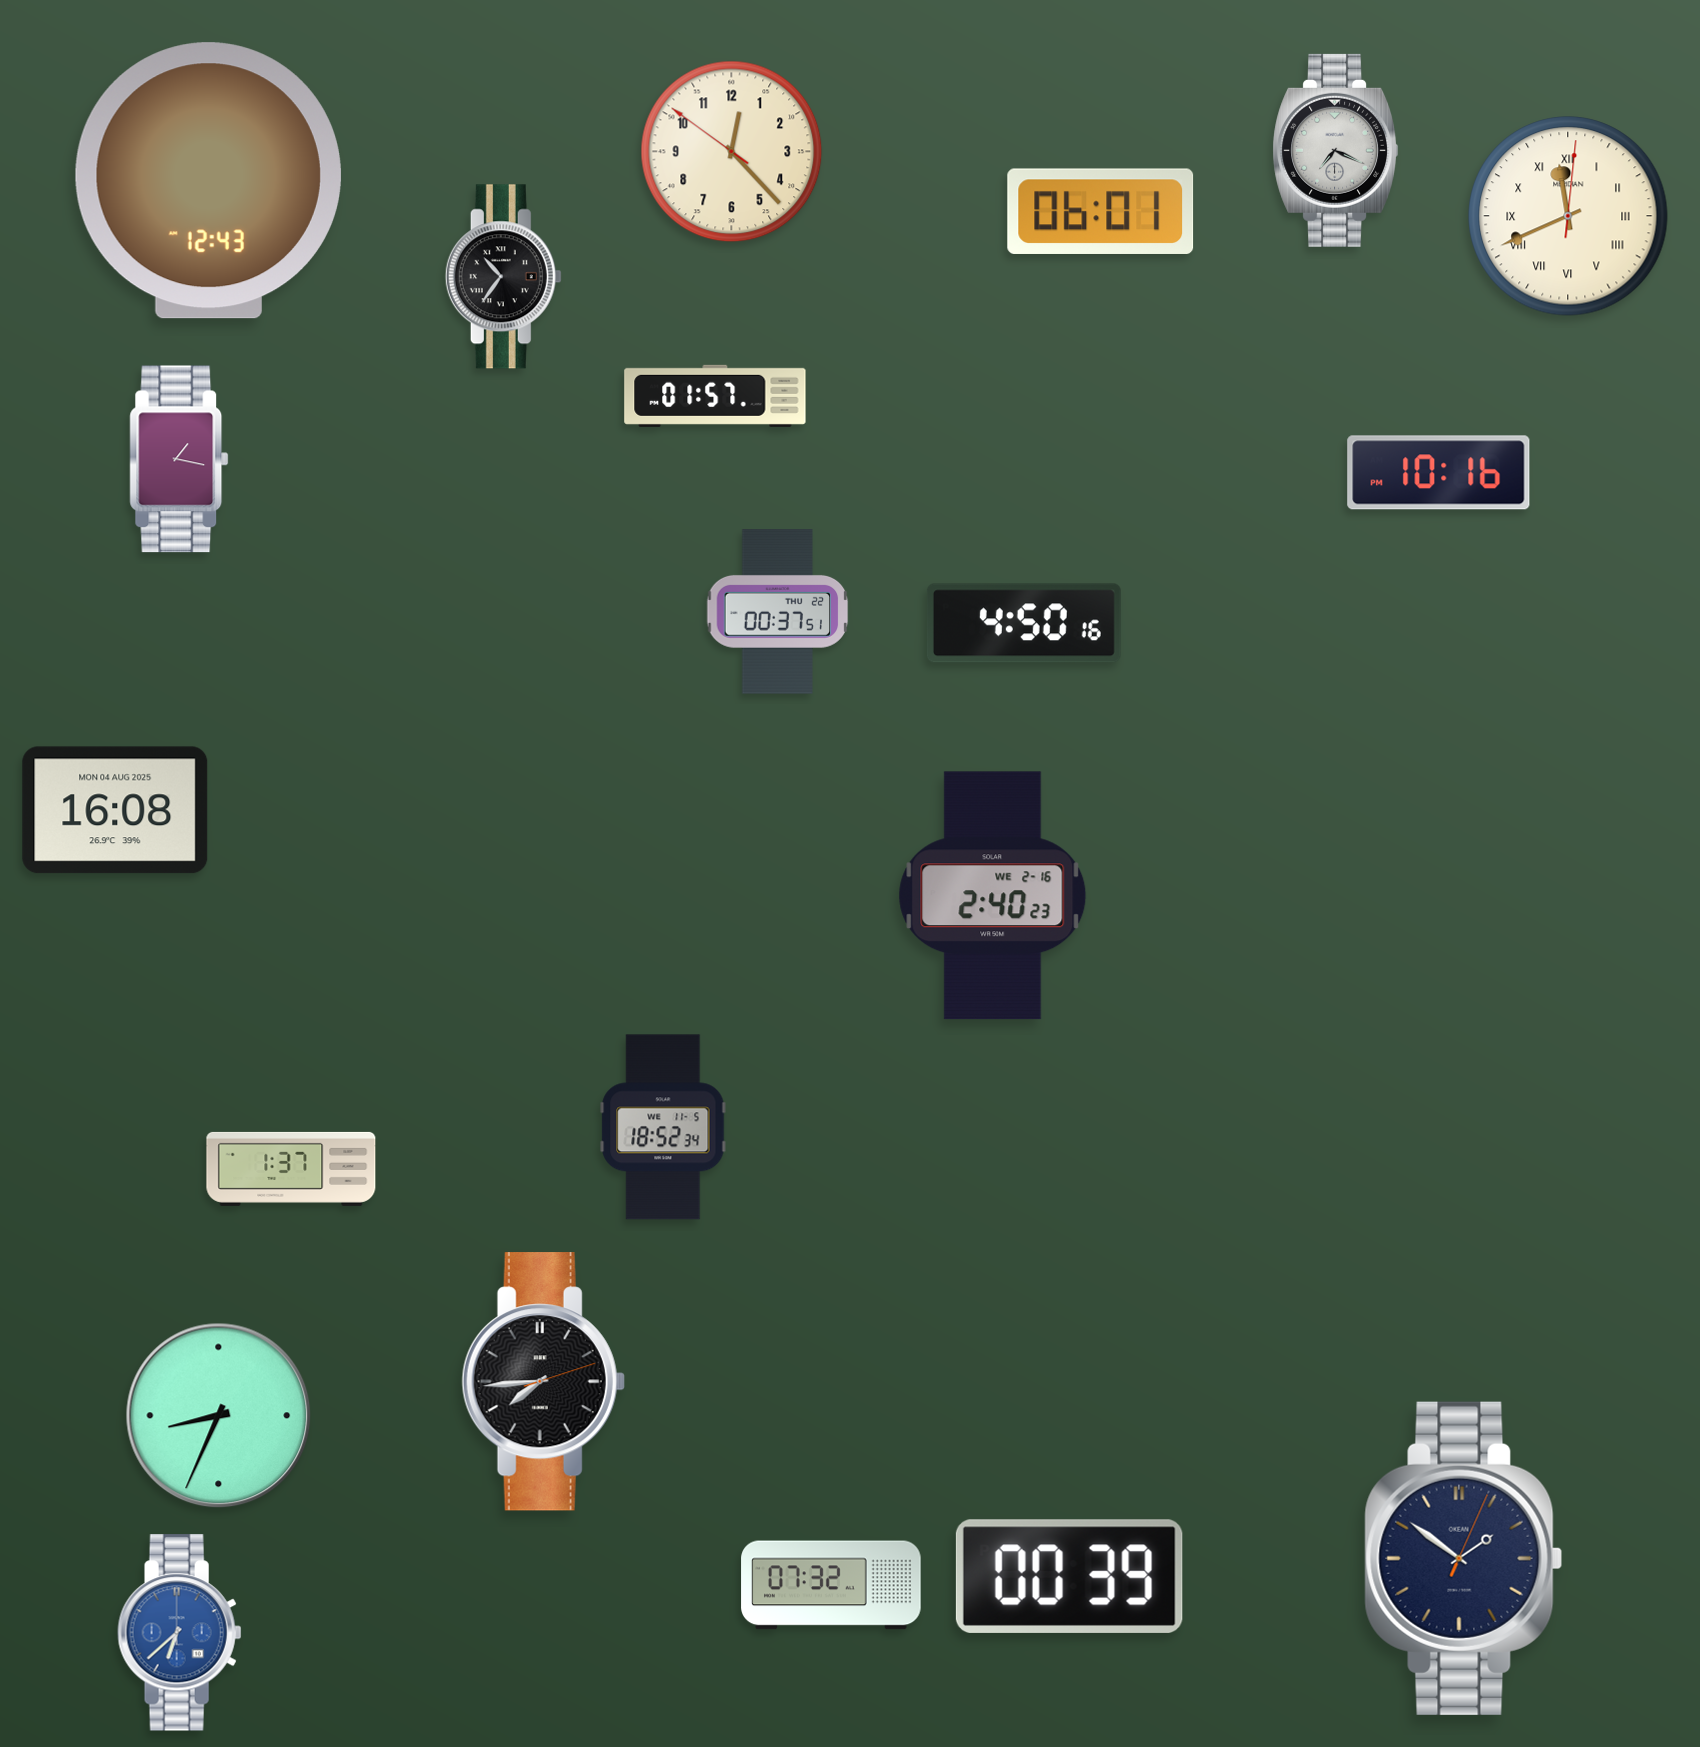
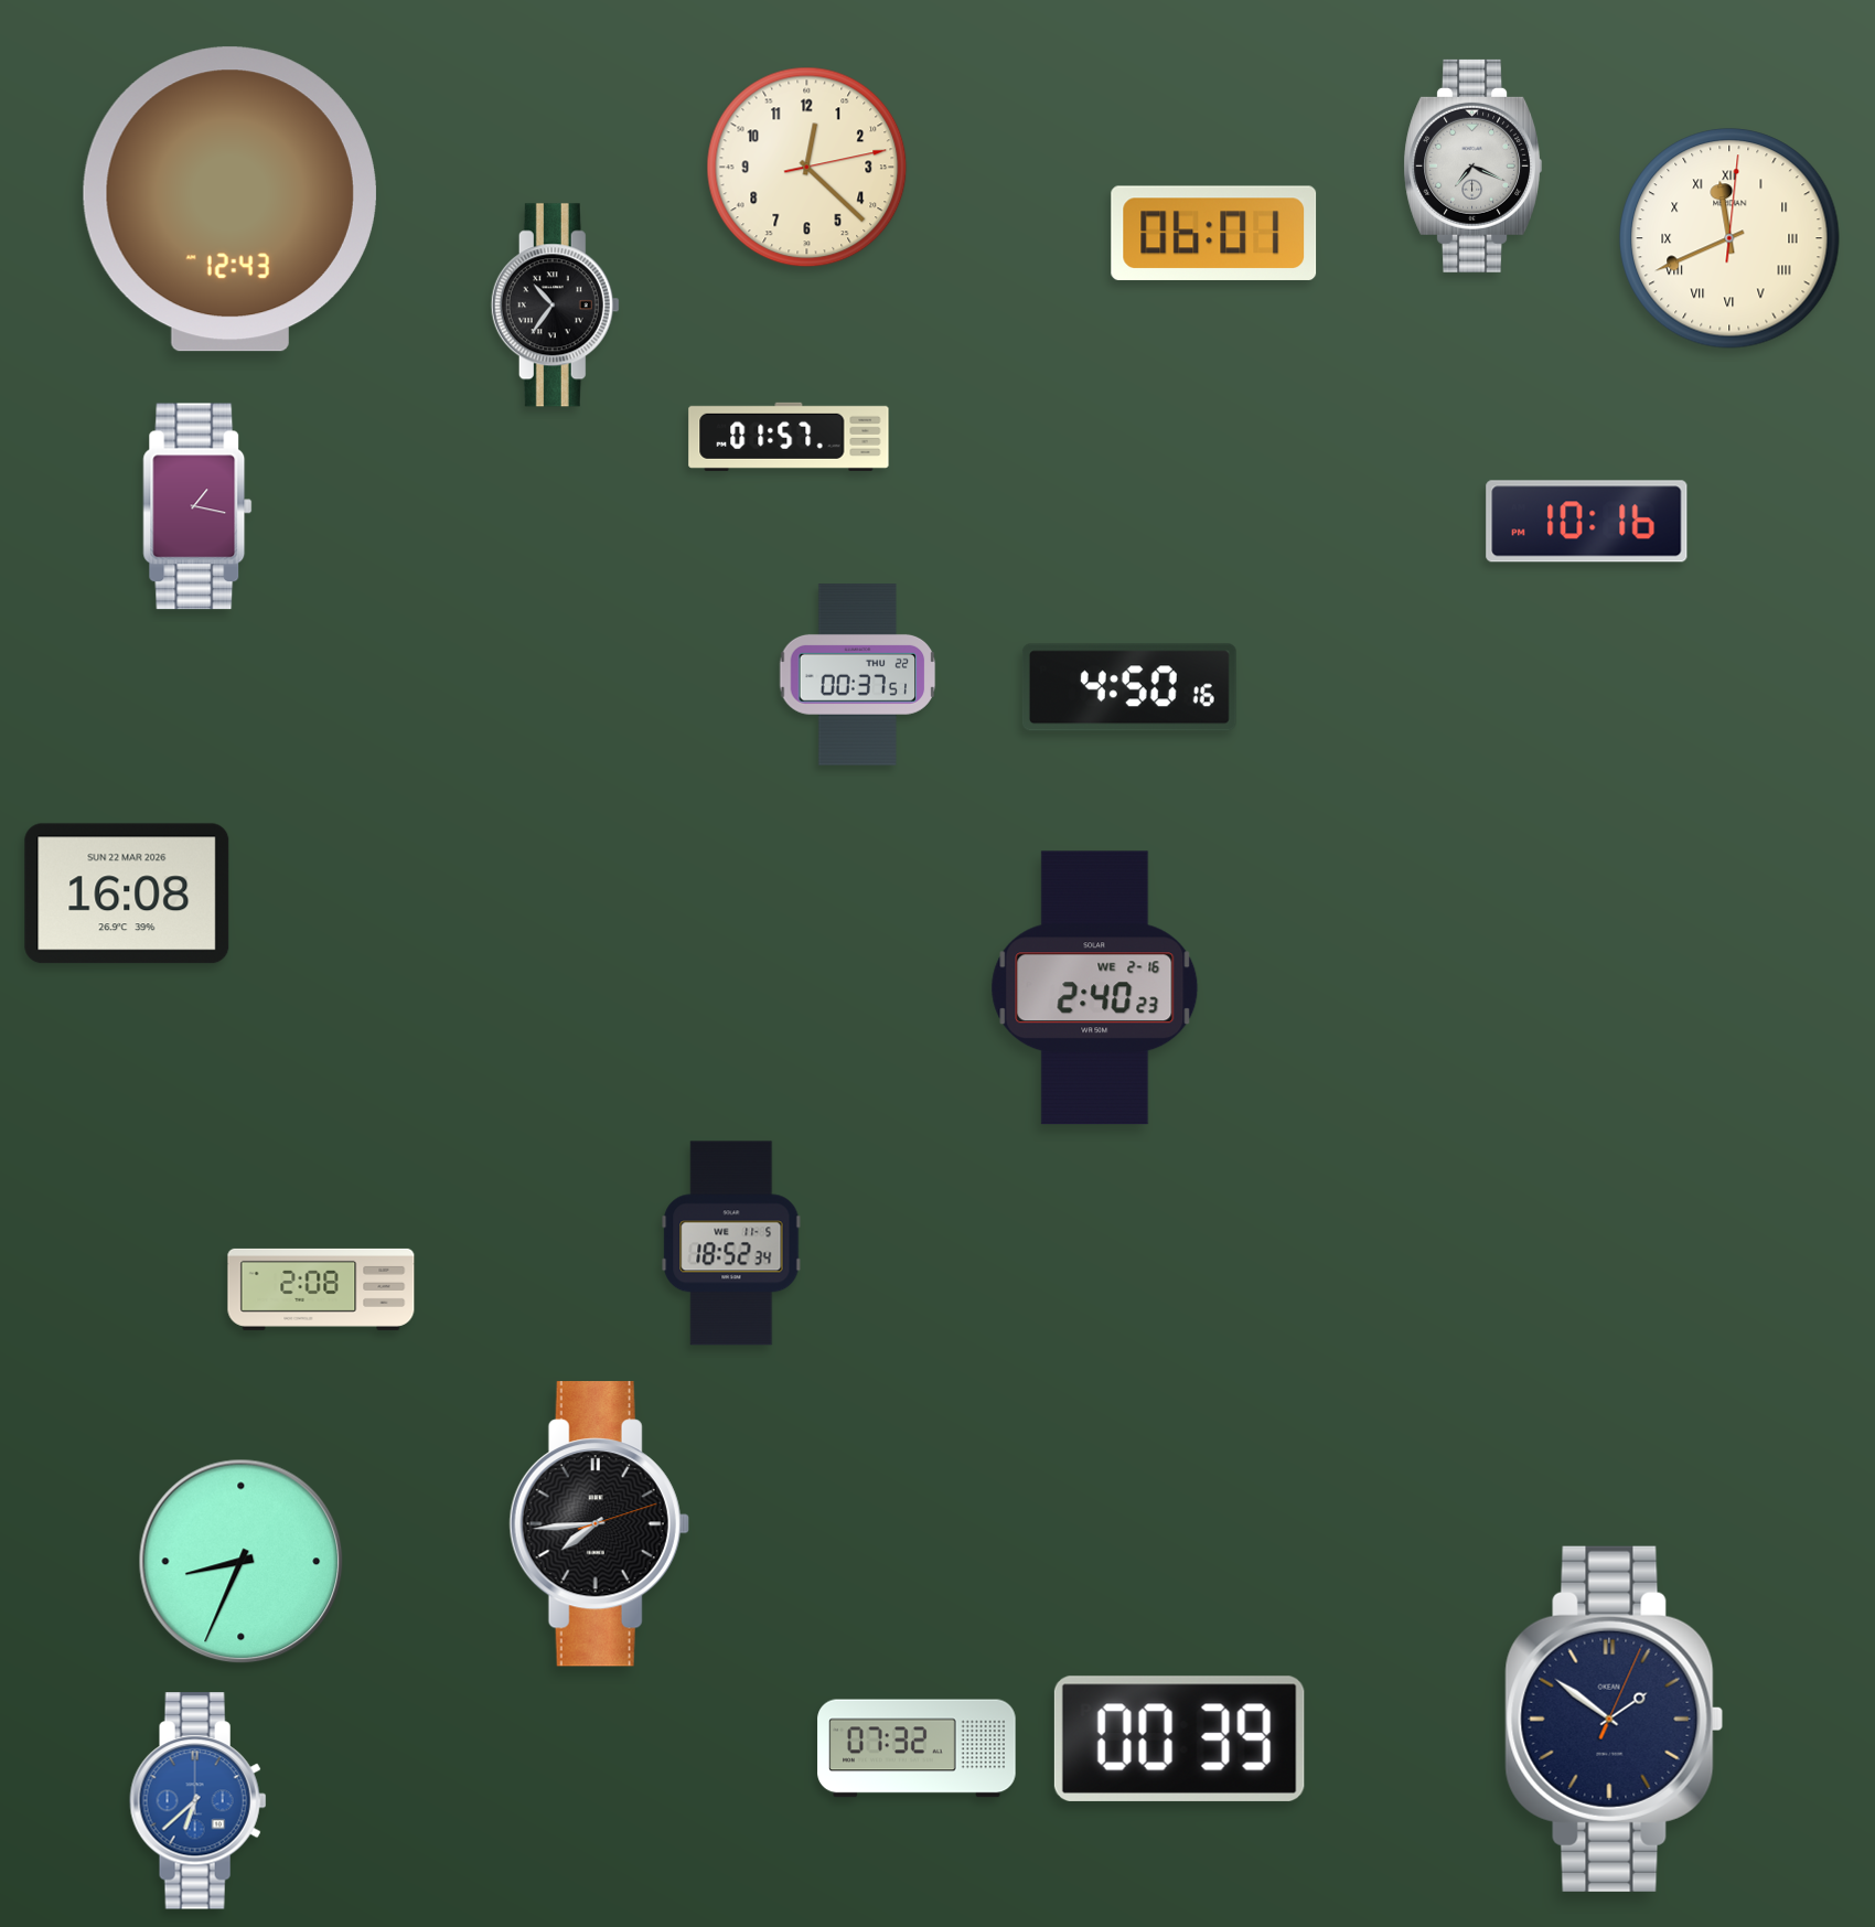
clock at (732, 152): 12:22:51 -> 12:22:13
clock at (115, 810) date: MON 04 AUG 2025 -> SUN 22 MAR 2026
clock at (291, 1169): 1:37 -> 2:08
